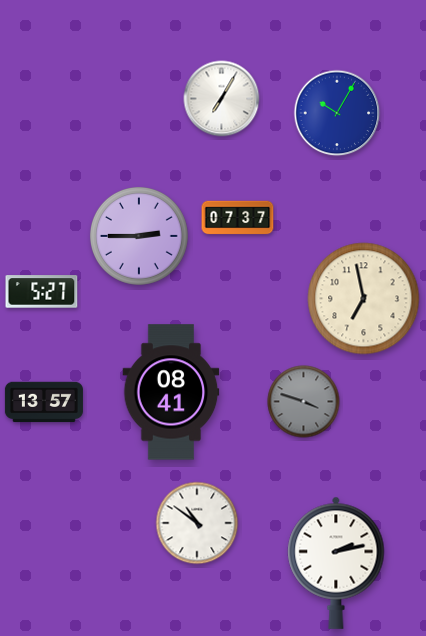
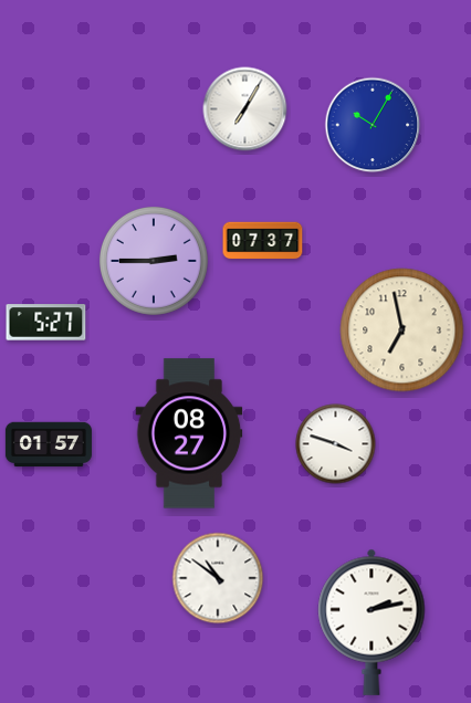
clock at (171, 392): 08:41 -> 08:27
clock at (44, 402): 13:57 -> 01:57
clock at (304, 402) dial: grey -> white
